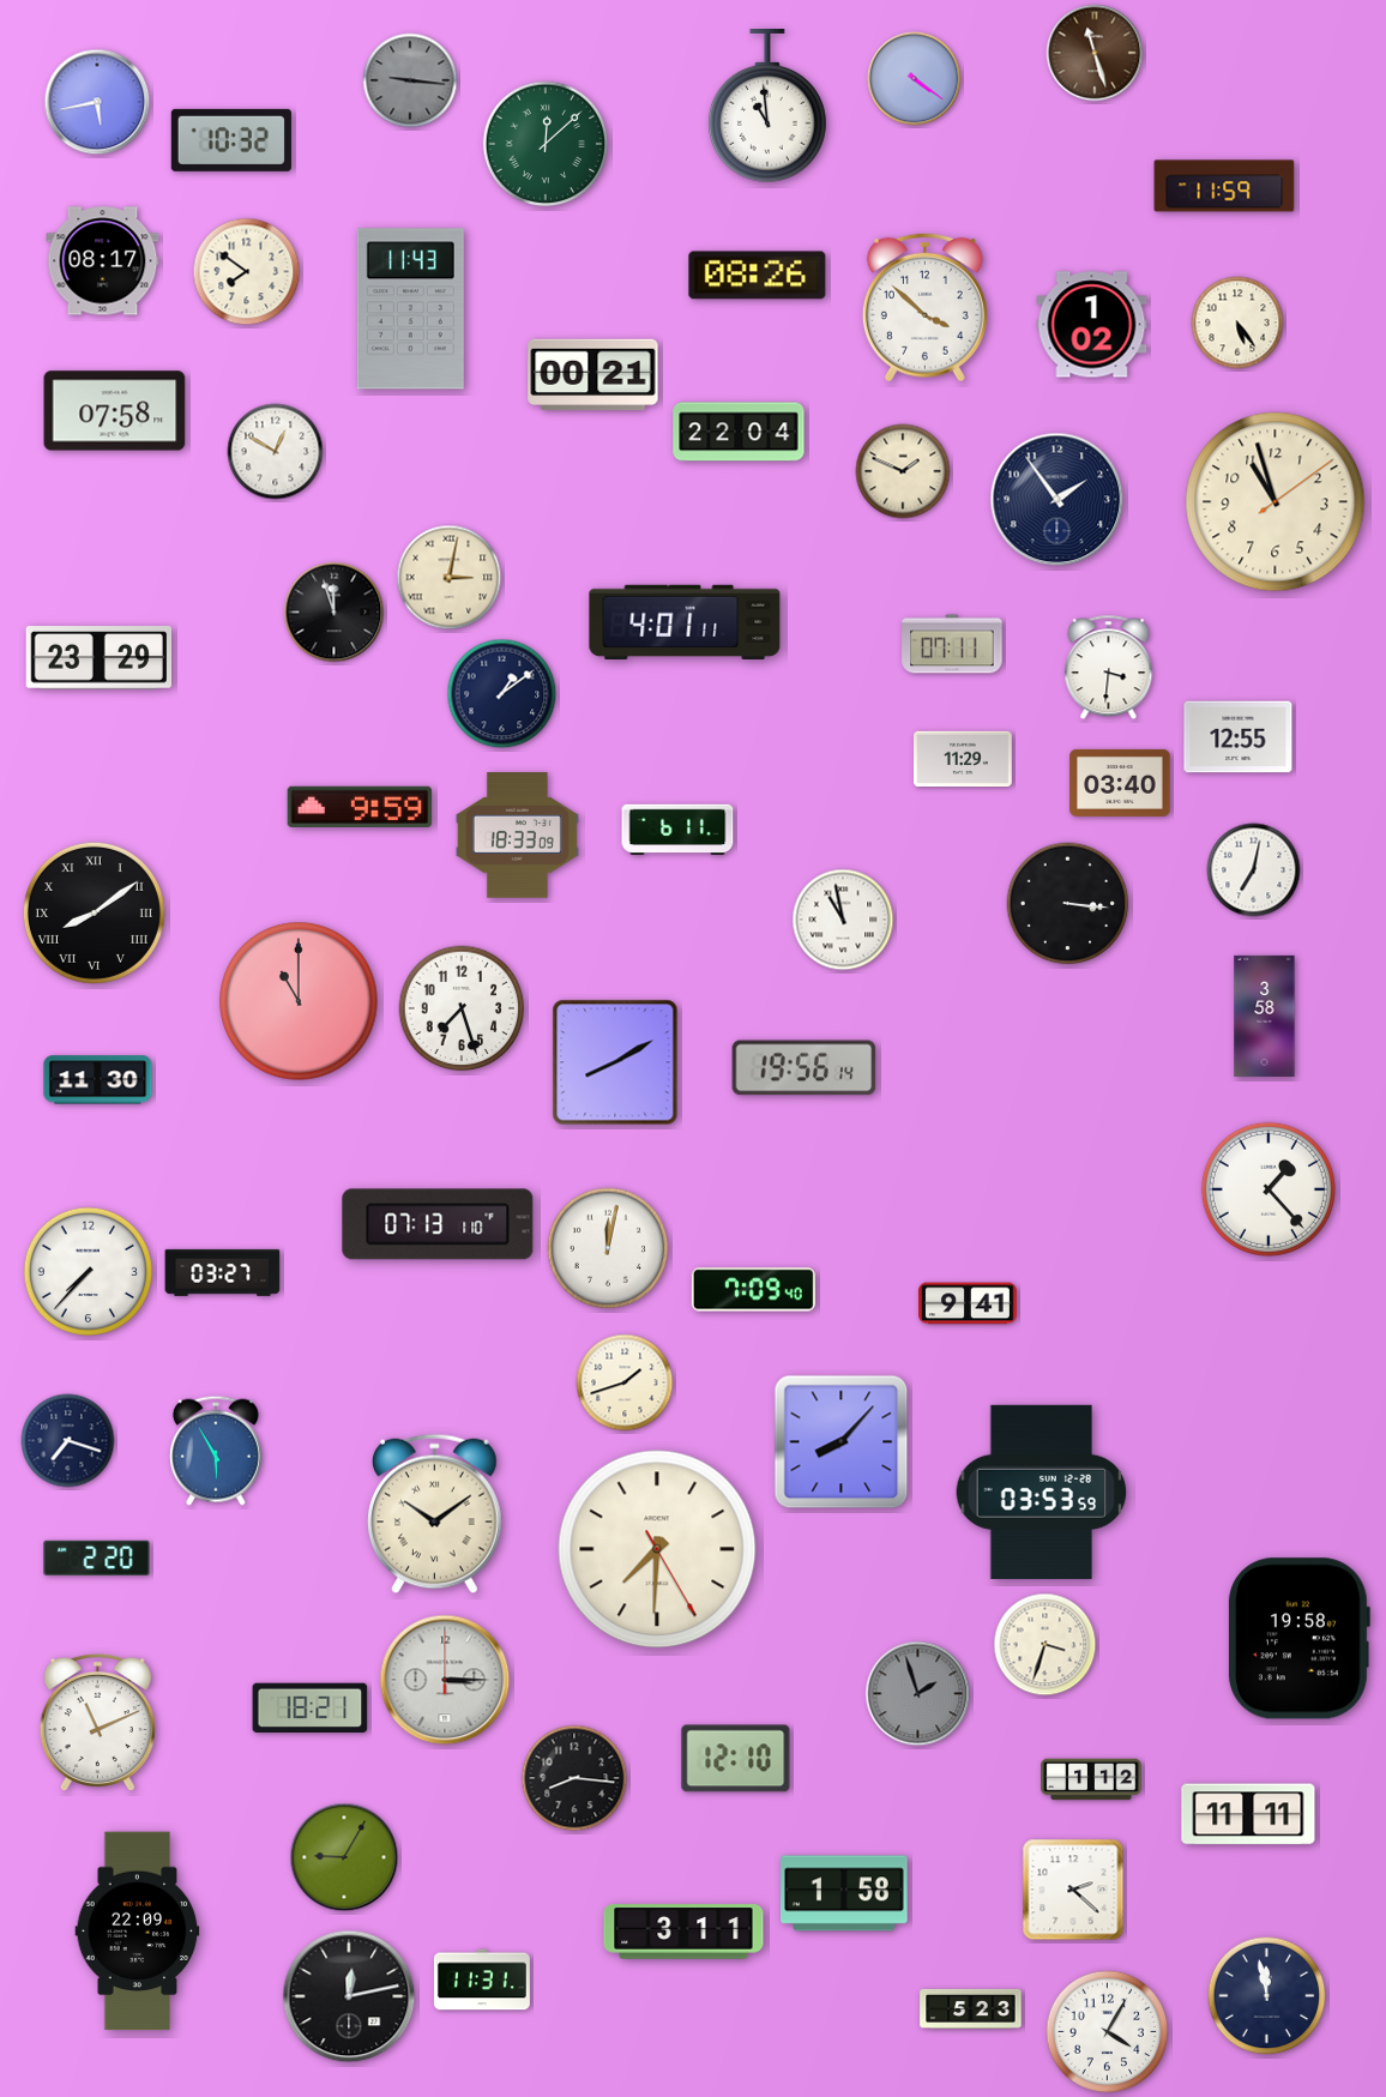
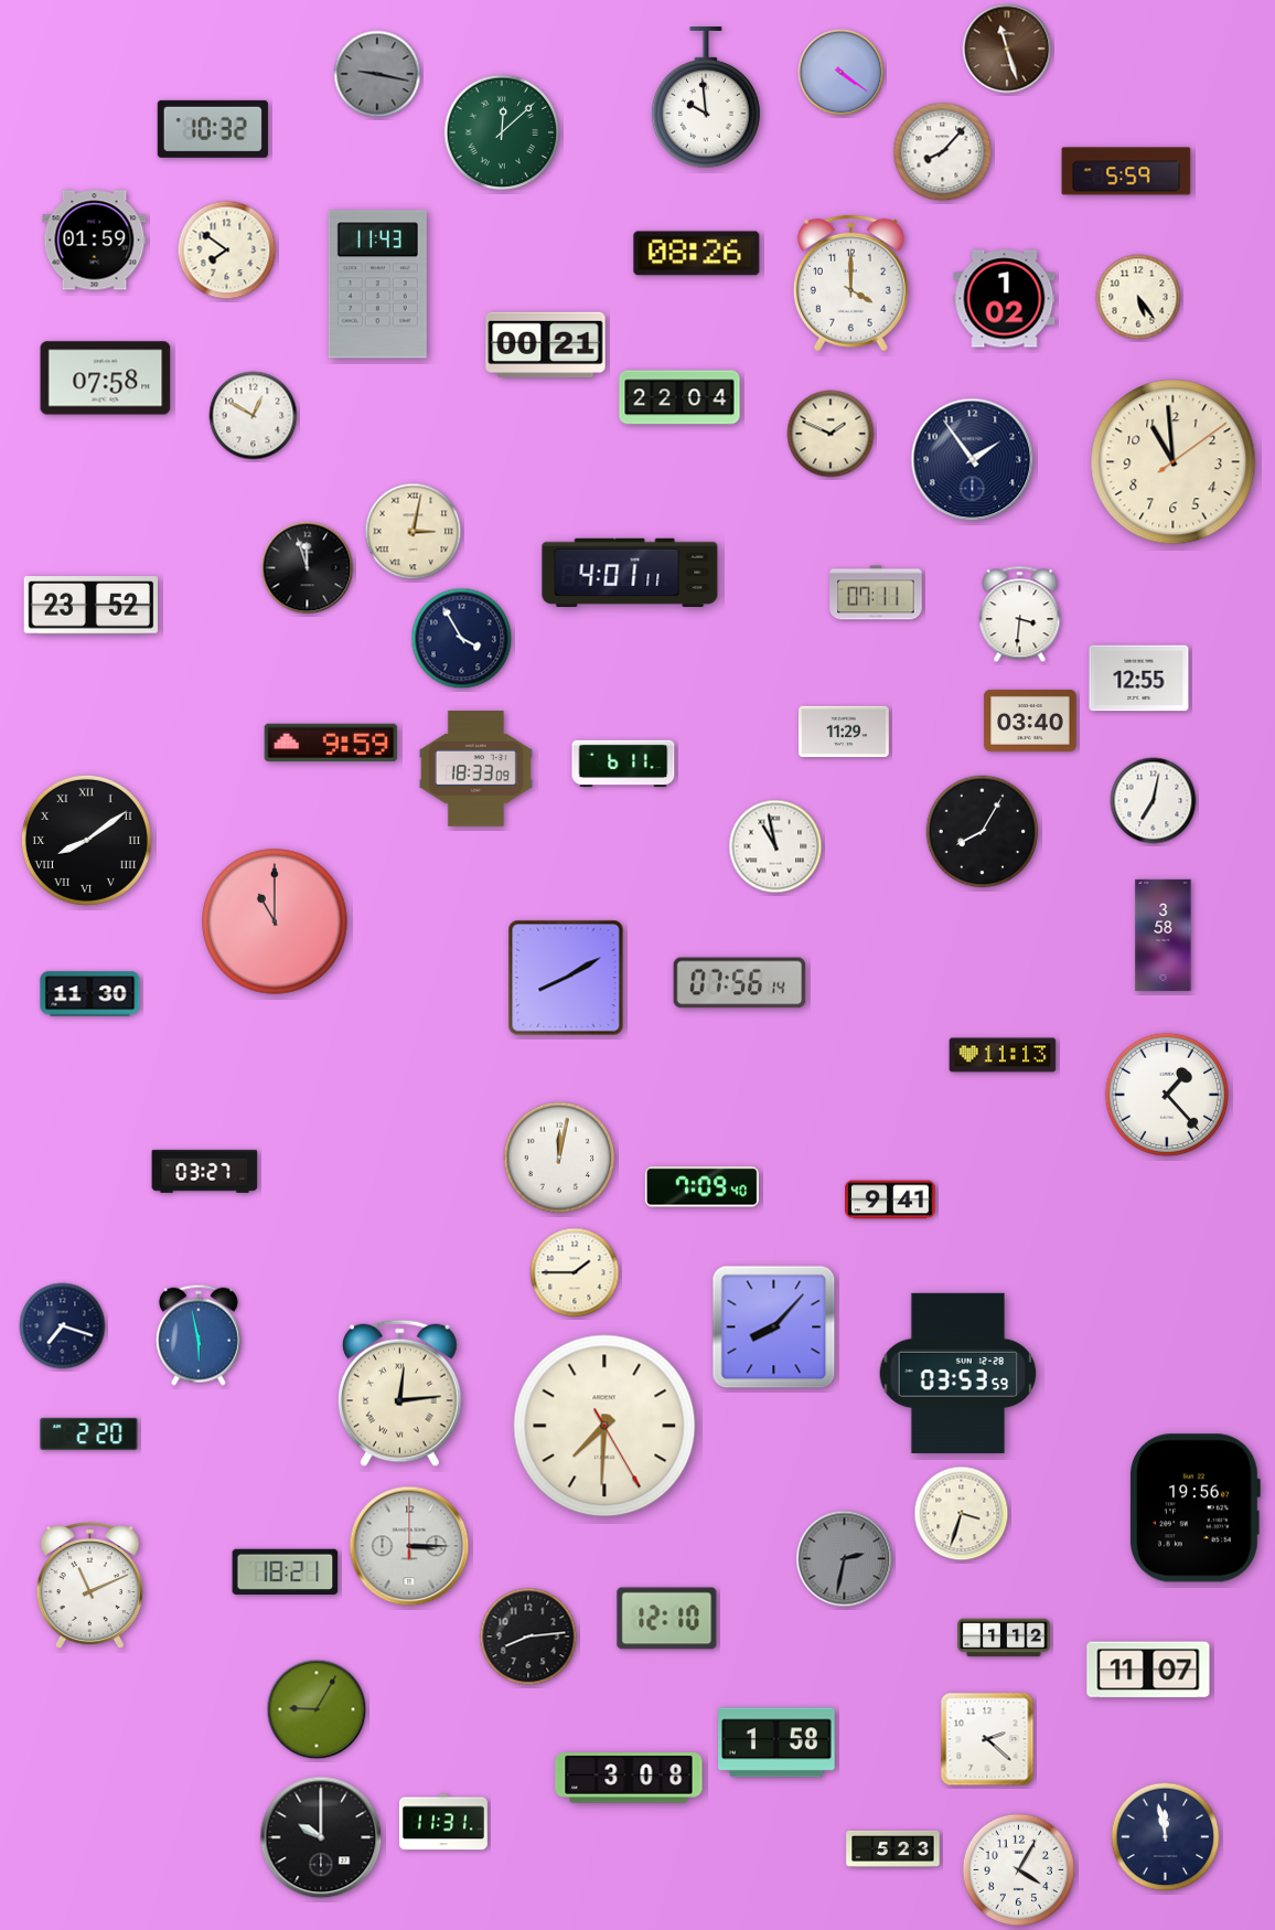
clock at (410, 80): 9:16 -> 9:17
clock at (97, 102): 5:43 -> none
clock at (769, 107): 10:59 -> 9:59
clock at (943, 152): none -> 8:07
clock at (1224, 186): 11:59 -> 5:59
clock at (103, 261): 08:17 -> 01:59
clock at (924, 307): 3:52 -> 4:00
clock at (1276, 502): 10:57 -> 10:59
clock at (335, 613) position: (335, 613) -> (308, 568)
clock at (98, 658): 23:29 -> 23:52
clock at (502, 694): 1:09 -> 3:55
clock at (963, 759) position: (963, 759) -> (844, 732)
clock at (1068, 904): 3:16 -> 8:05
clock at (462, 1008): 7:27 -> none
clock at (805, 1068): 19:56 -> 07:56
clock at (1003, 1055): none -> 11:13
clock at (438, 1224): 07:13 -> none
clock at (608, 1248) position: (608, 1248) -> (559, 1158)
clock at (88, 1271): 7:37 -> none
clock at (753, 1290) position: (753, 1290) -> (701, 1187)
clock at (625, 1382): 1:42 -> 1:45
clock at (216, 1451): 5:55 -> 5:58
clock at (435, 1514): 10:09 -> 12:14
clock at (1298, 1639): 19:58 -> 19:56
clock at (918, 1694): 1:57 -> 2:32
clock at (736, 1759) position: (736, 1759) -> (667, 1619)
clock at (574, 1778): 8:16 -> 8:14
clock at (1248, 1814): 11:11 -> 11:07
clock at (138, 1932): 22:09 -> none
clock at (683, 1932): 3:11 -> 3:08
clock at (349, 1996): 12:13 -> 10:00
